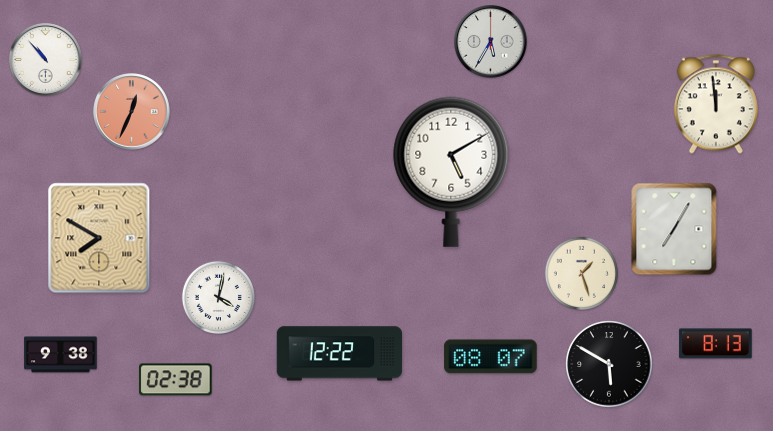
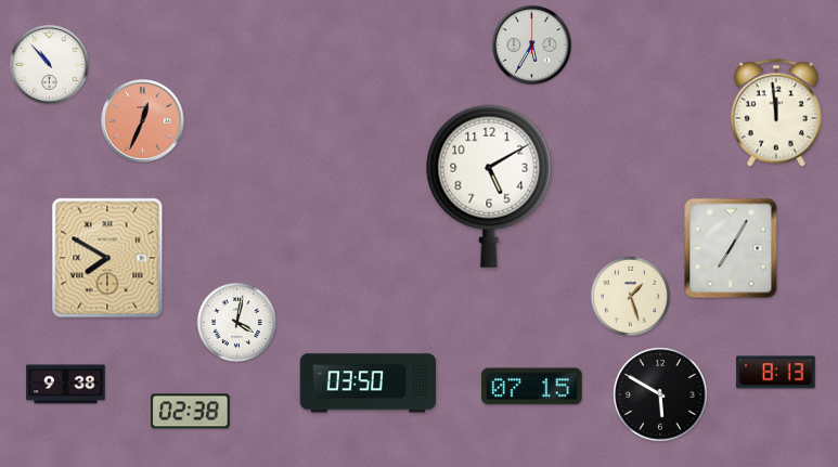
clock at (340, 354): 12:22 -> 03:50
clock at (491, 357): 08:07 -> 07:15
